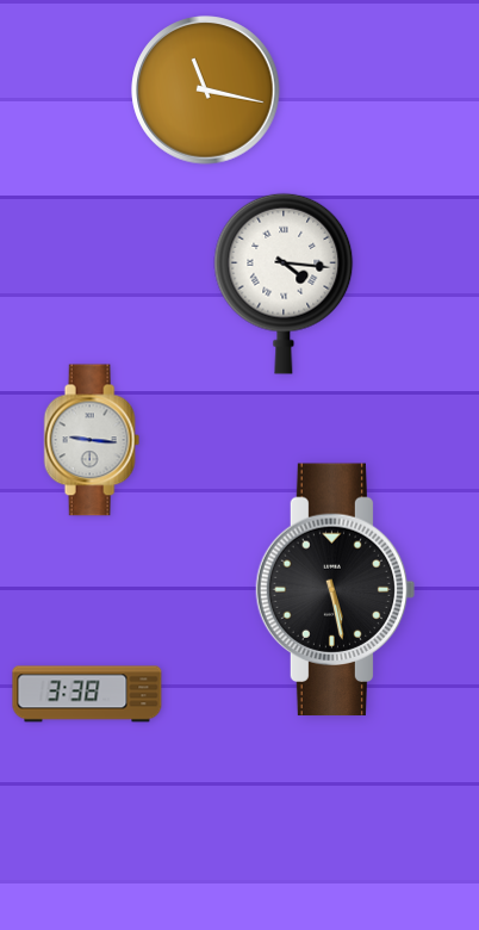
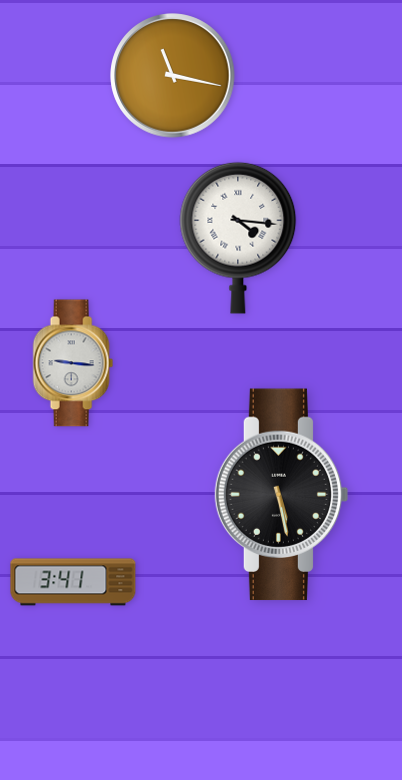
clock at (92, 440) position: (92, 440) -> (73, 363)
clock at (87, 694): 3:38 -> 3:41
